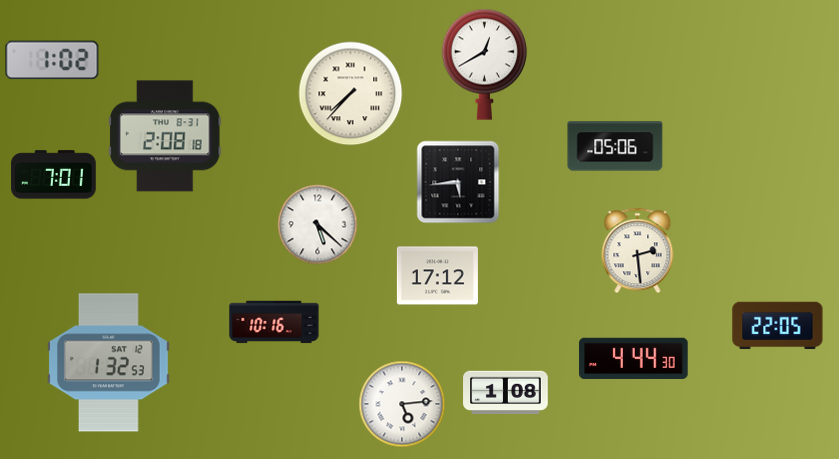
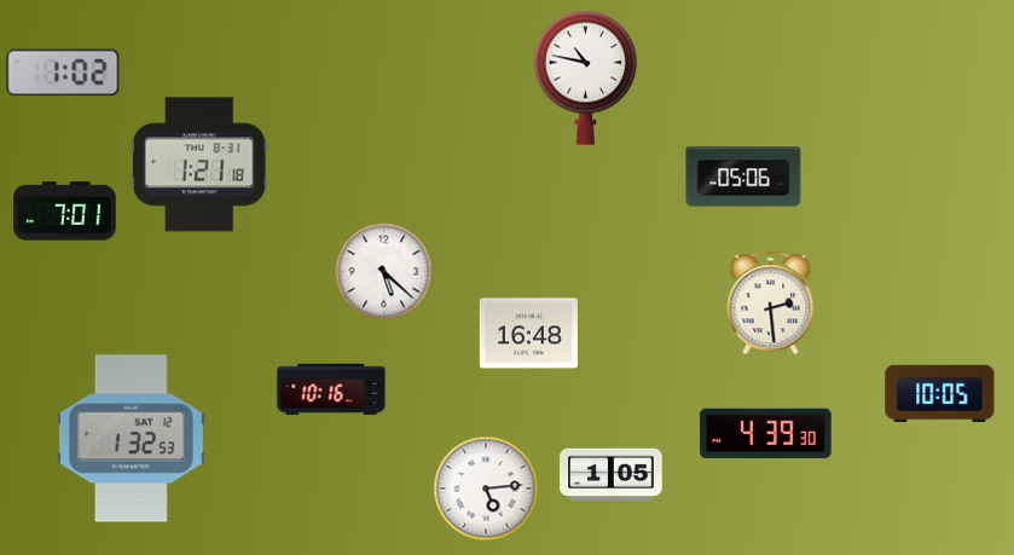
clock at (485, 64): 12:40 -> 10:47
clock at (351, 94): 7:37 -> none
clock at (166, 136): 2:08 -> 1:21
clock at (458, 182): 5:44 -> none
clock at (437, 276): 17:12 -> 16:48
clock at (778, 326): 22:05 -> 10:05
clock at (634, 358): 4:44 -> 4:39
clock at (506, 393): 1:08 -> 1:05
